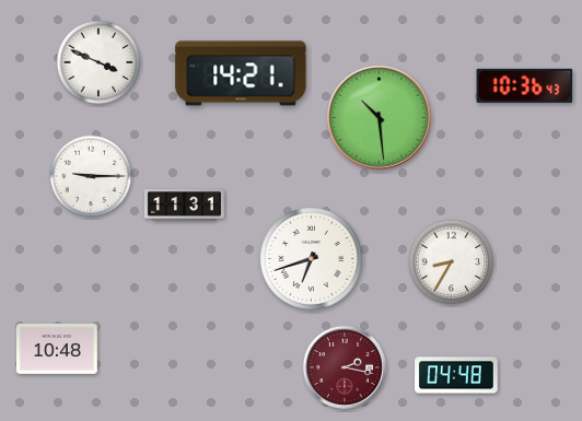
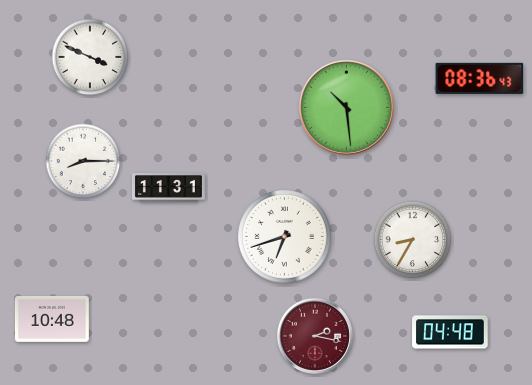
clock at (241, 73): 14:21 -> none
clock at (525, 85): 10:36 -> 08:36
clock at (91, 176): 9:15 -> 8:15
clock at (456, 375) position: (456, 375) -> (450, 332)
